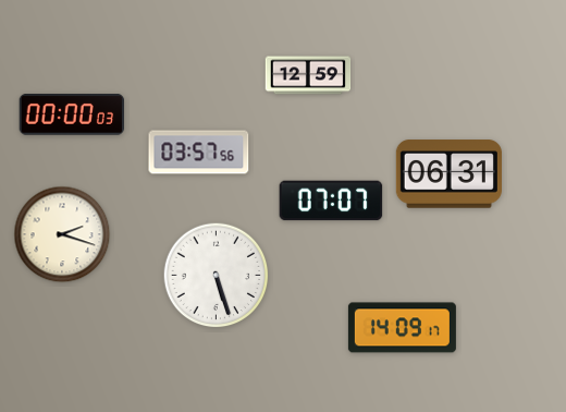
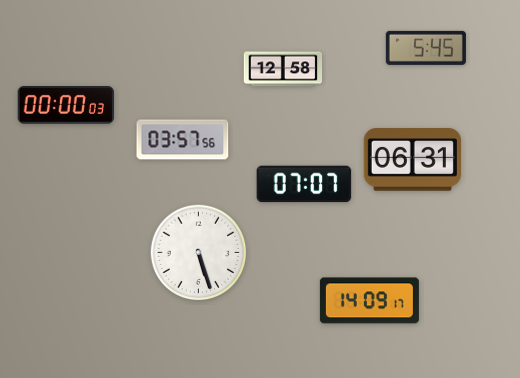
clock at (426, 48): none -> 5:45
clock at (308, 75): 12:59 -> 12:58
clock at (62, 234): 2:18 -> none
